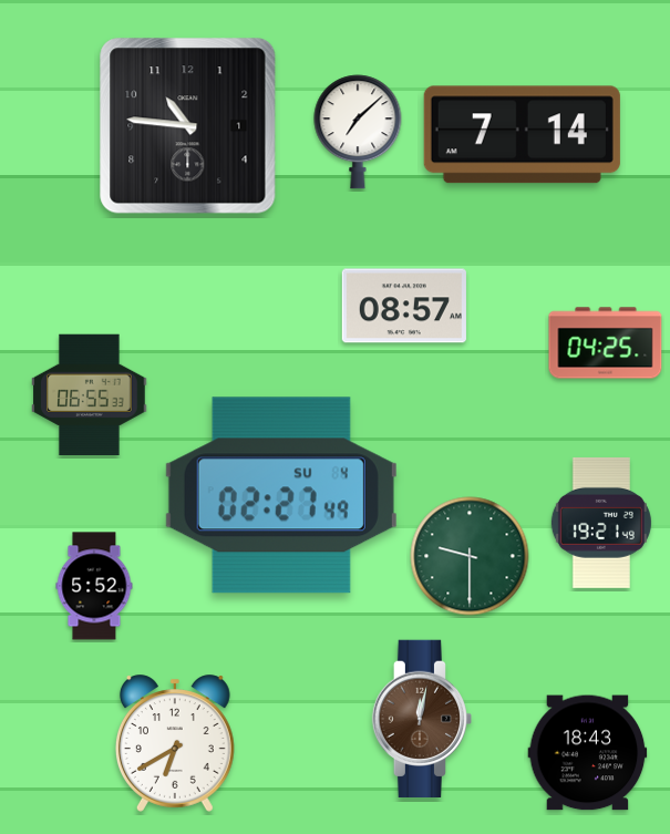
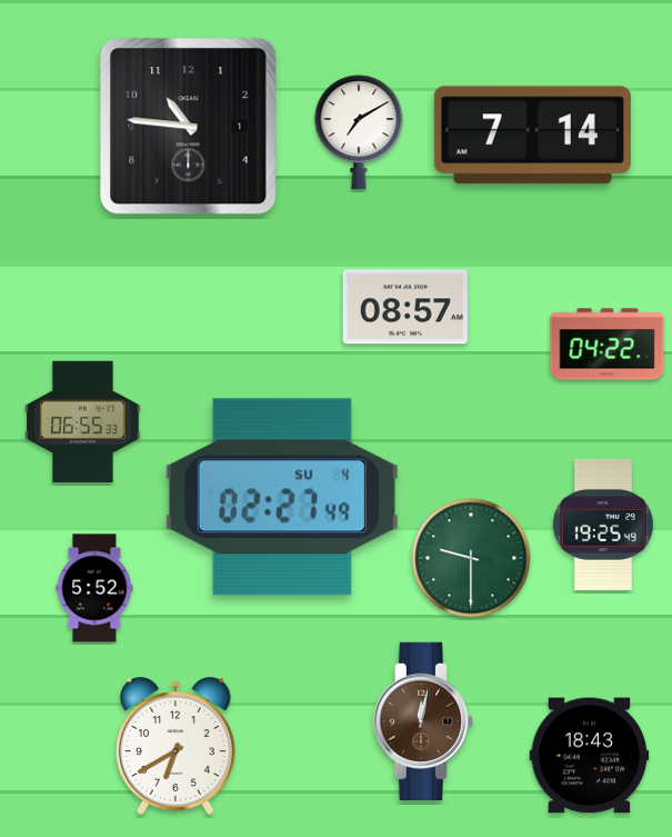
clock at (358, 132): 7:08 -> 7:10
clock at (522, 135) position: (522, 135) -> (532, 136)
clock at (606, 343): 04:25 -> 04:22
clock at (90, 395) position: (90, 395) -> (83, 422)
clock at (601, 523): 19:21 -> 19:25
